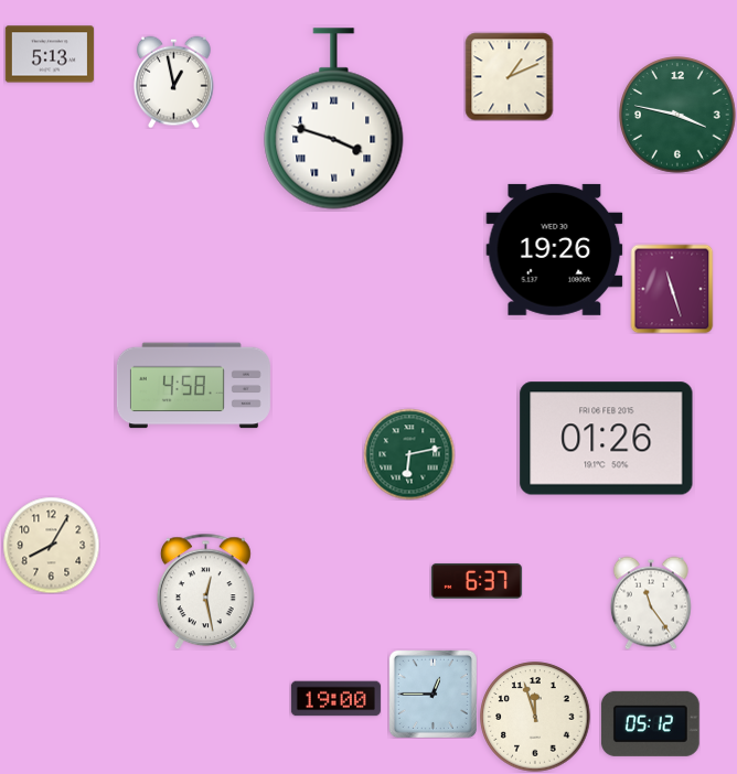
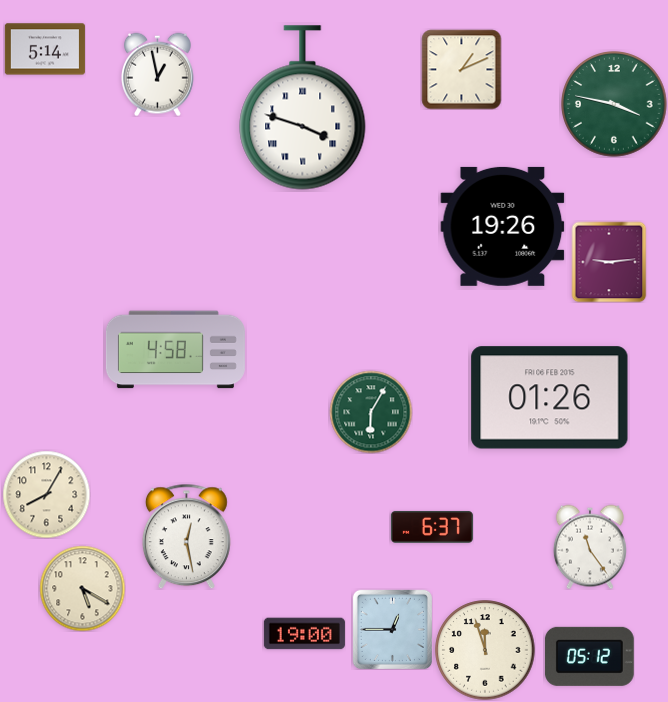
clock at (50, 54): 5:13 -> 5:14
clock at (672, 289): 11:27 -> 9:14
clock at (409, 454): 6:13 -> 6:05
clock at (82, 588): none -> 5:20
